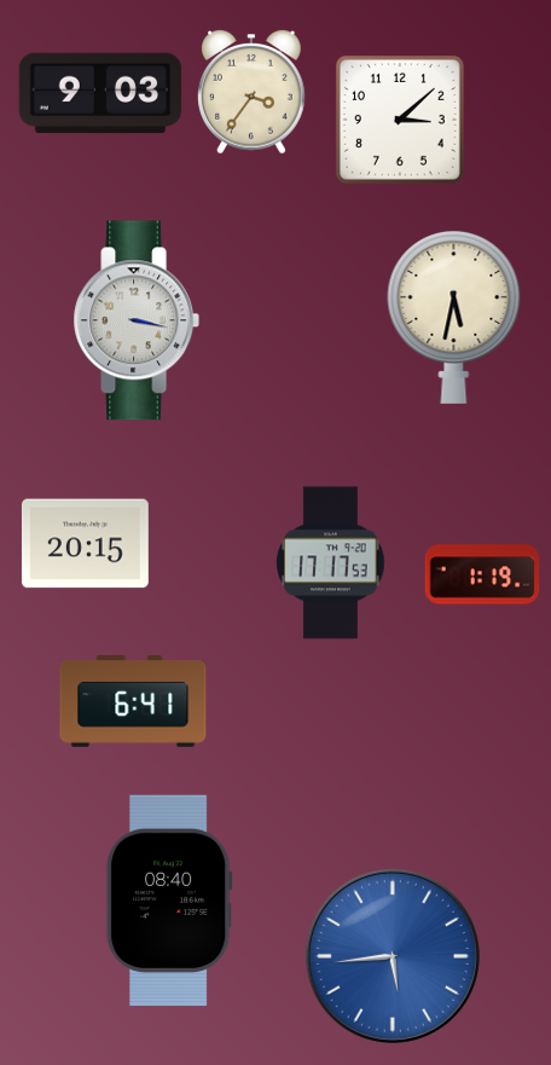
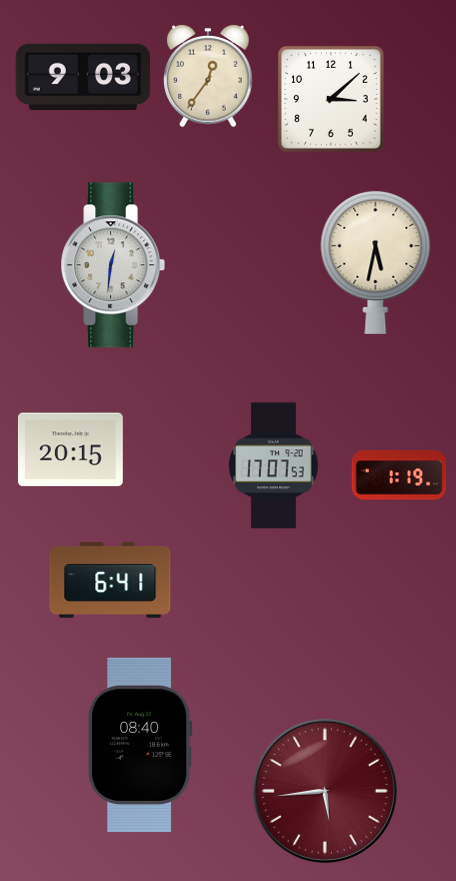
clock at (251, 93): 3:36 -> 12:36
clock at (137, 320): 3:17 -> 12:31
clock at (331, 563): 17:17 -> 17:07
clock at (393, 956) dial: blue -> burgundy
